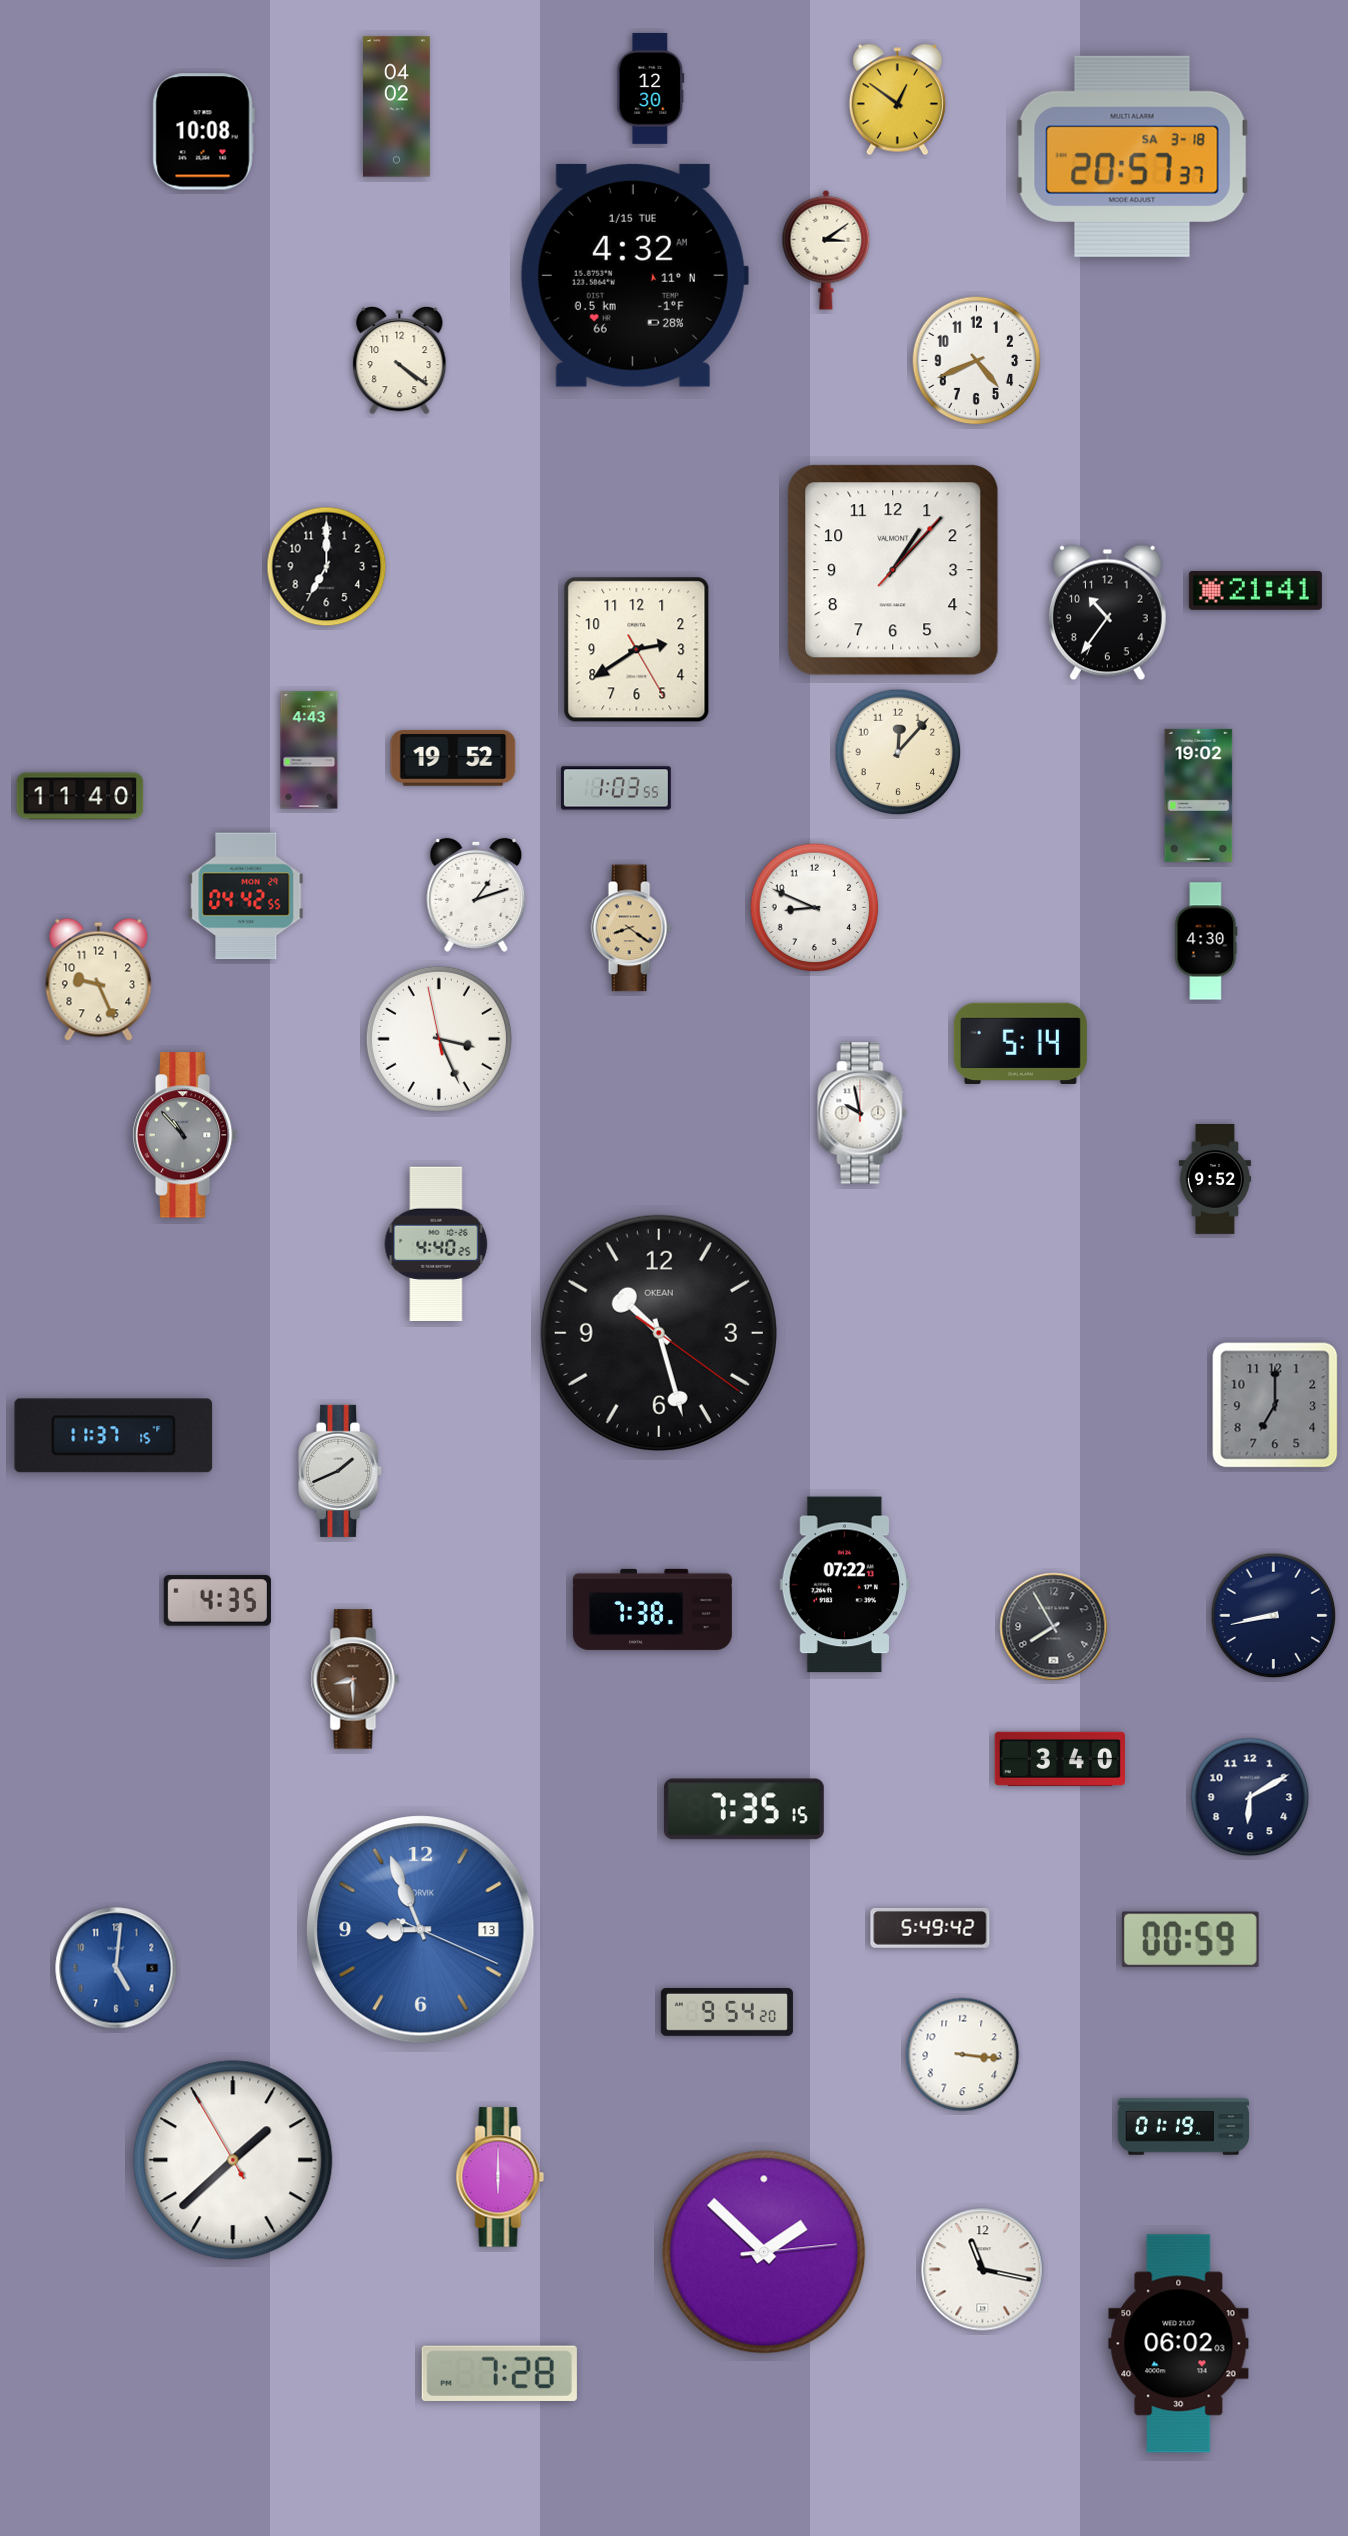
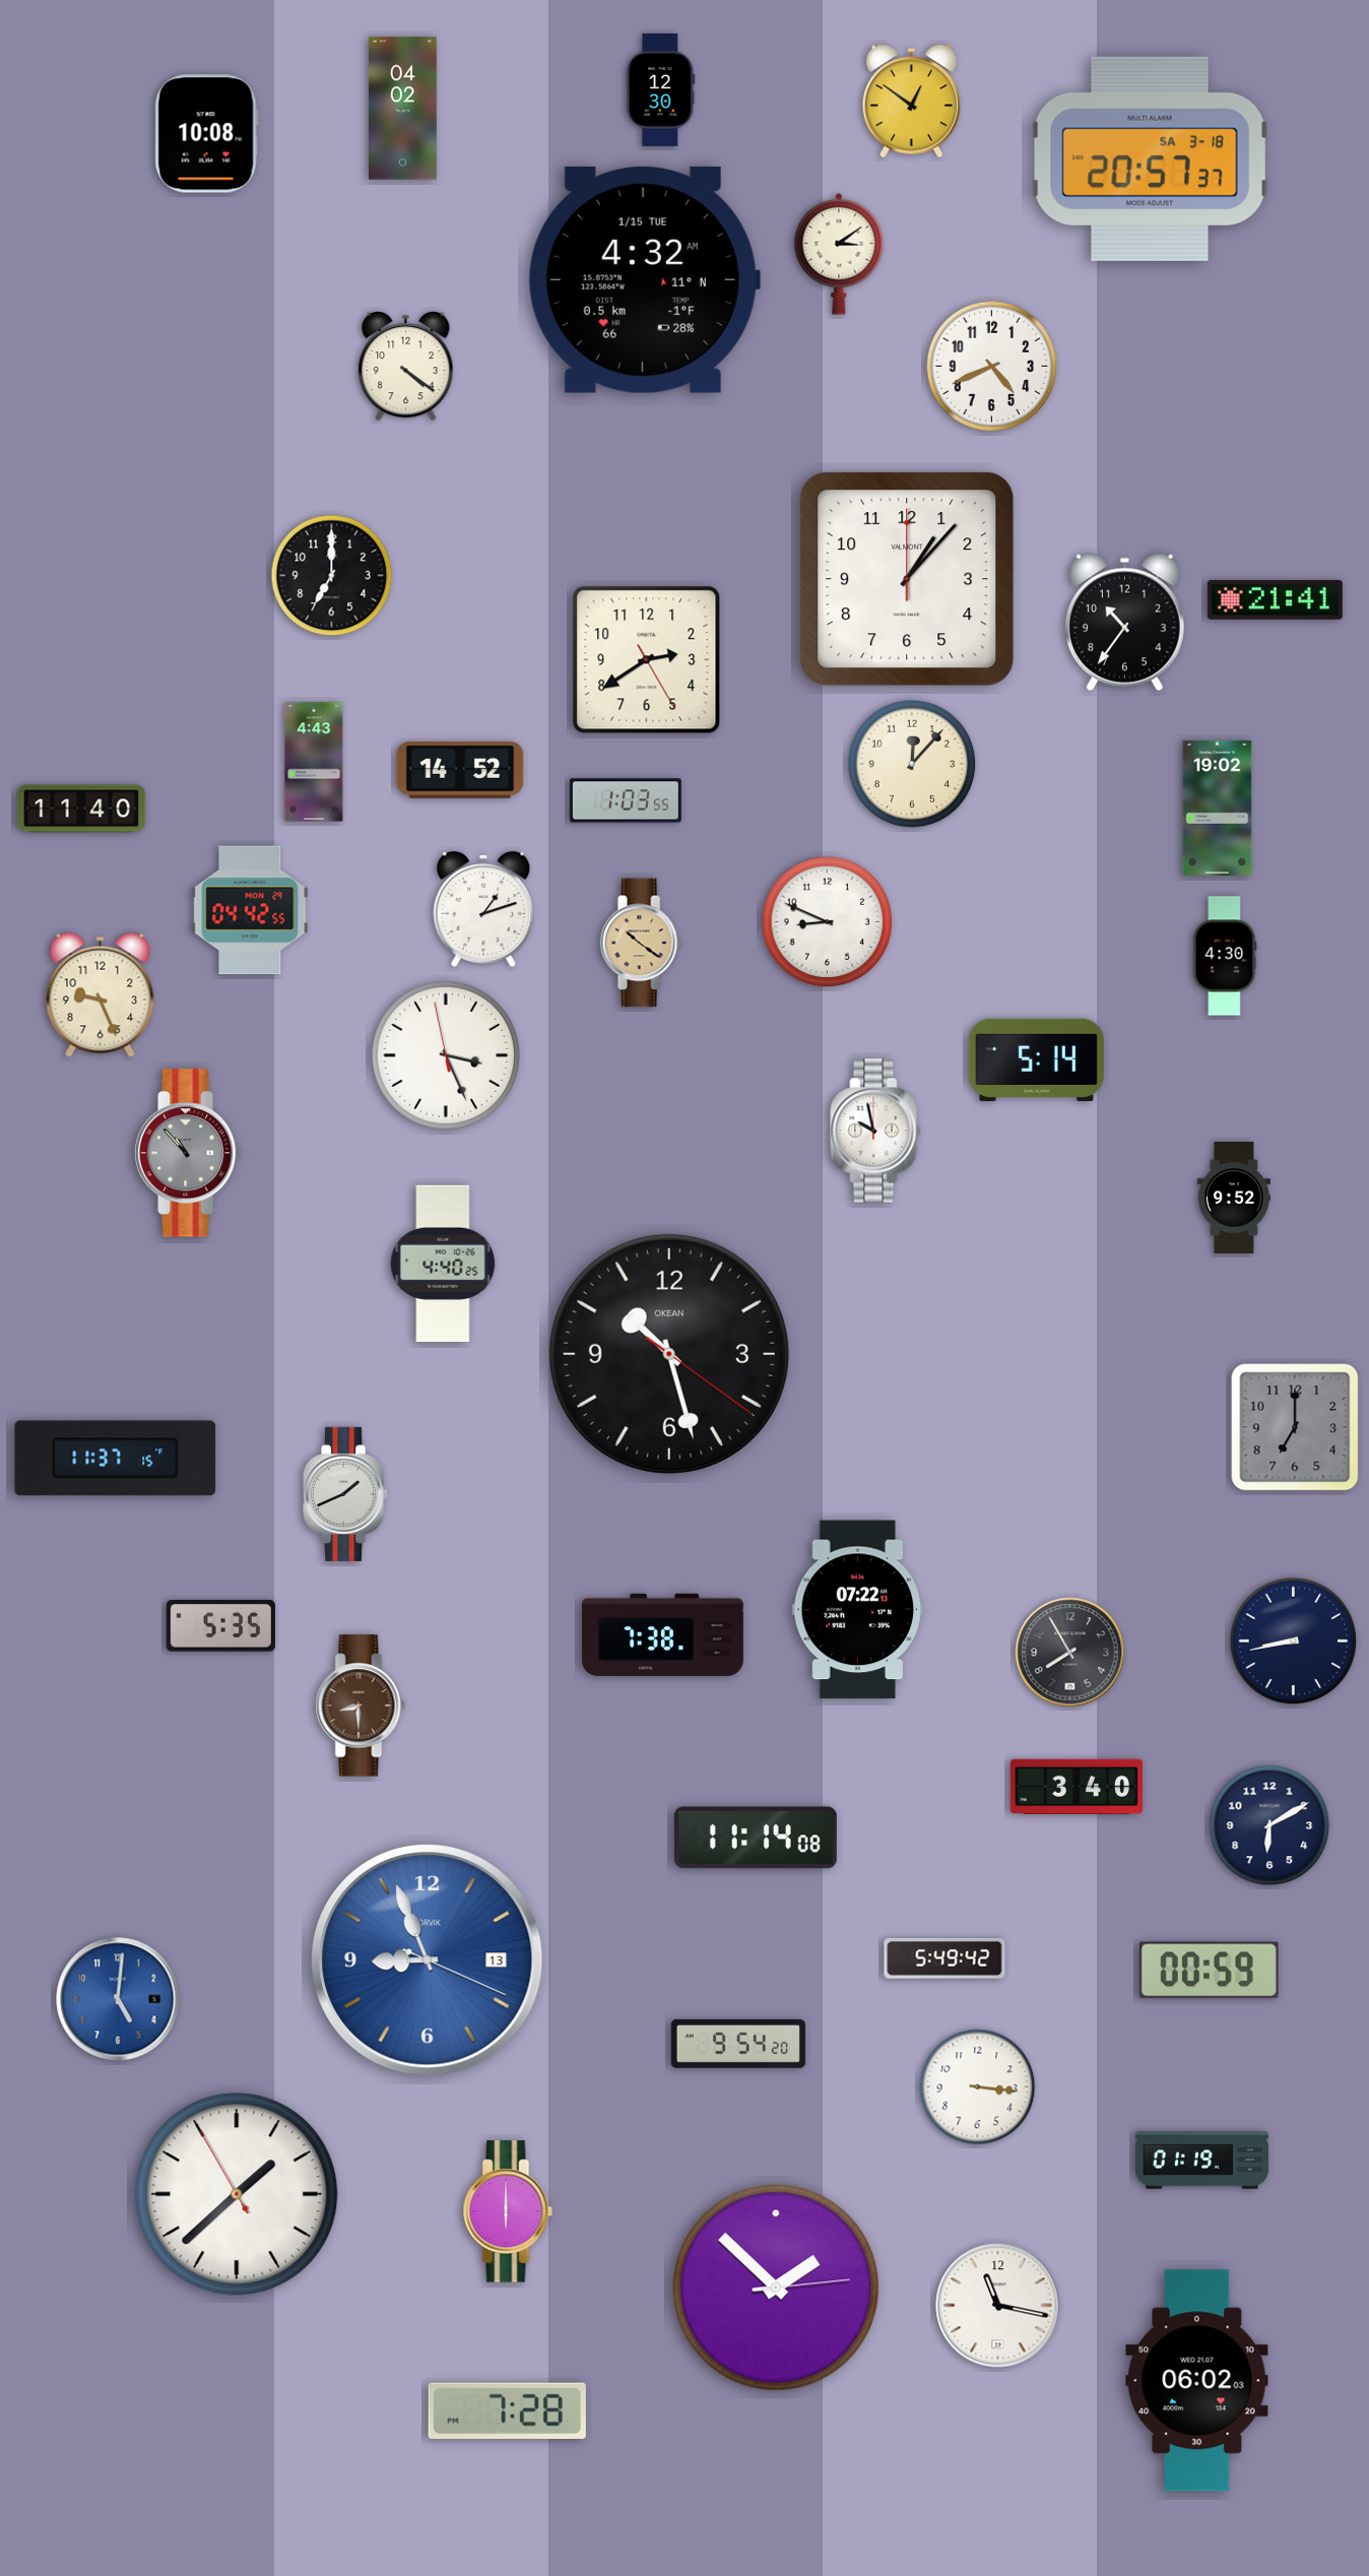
clock at (893, 570): 1:07:07 -> 1:07:00
clock at (453, 758): 19:52 -> 14:52
clock at (631, 928): 8:21 -> 10:21
clock at (217, 1601): 4:35 -> 5:35
clock at (744, 1809): 7:35 -> 11:14
